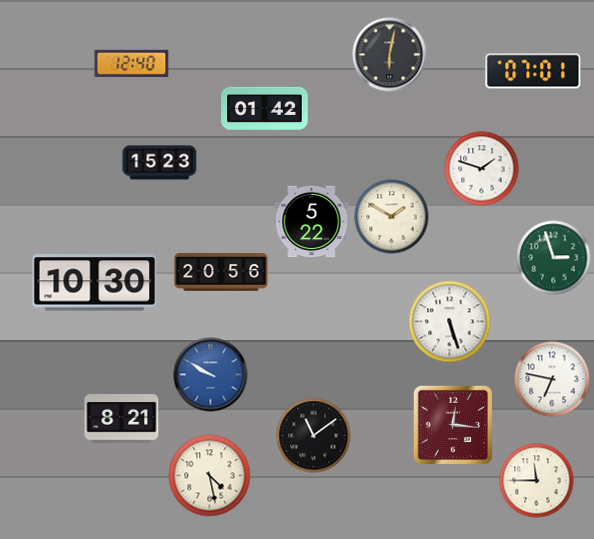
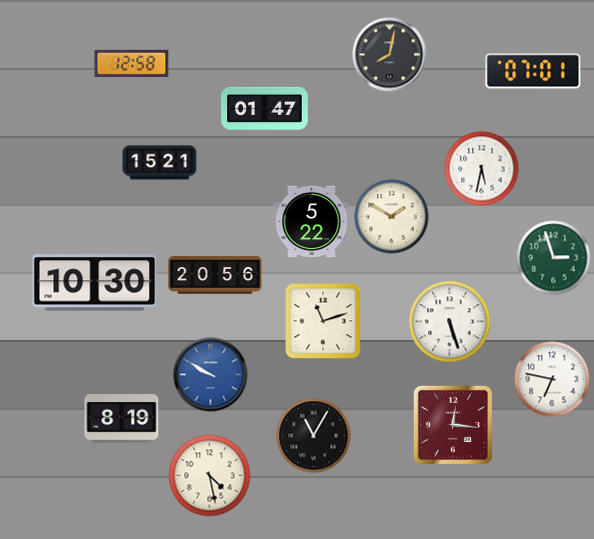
clock at (390, 55): 6:02 -> 8:02
clock at (132, 64): 12:40 -> 12:58
clock at (265, 108): 01:42 -> 01:47
clock at (160, 163): 15:23 -> 15:21
clock at (482, 169): 1:48 -> 5:32
clock at (221, 272) position: (221, 272) -> (215, 275)
clock at (323, 321): none -> 11:12
clock at (122, 419): 8:21 -> 8:19
clock at (314, 436): 11:09 -> 11:05
clock at (537, 481): 11:45 -> none
